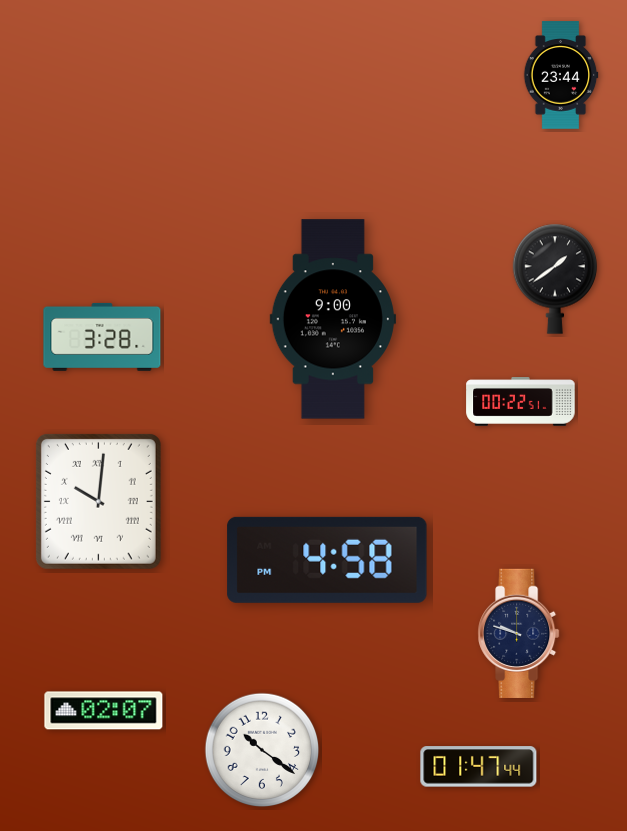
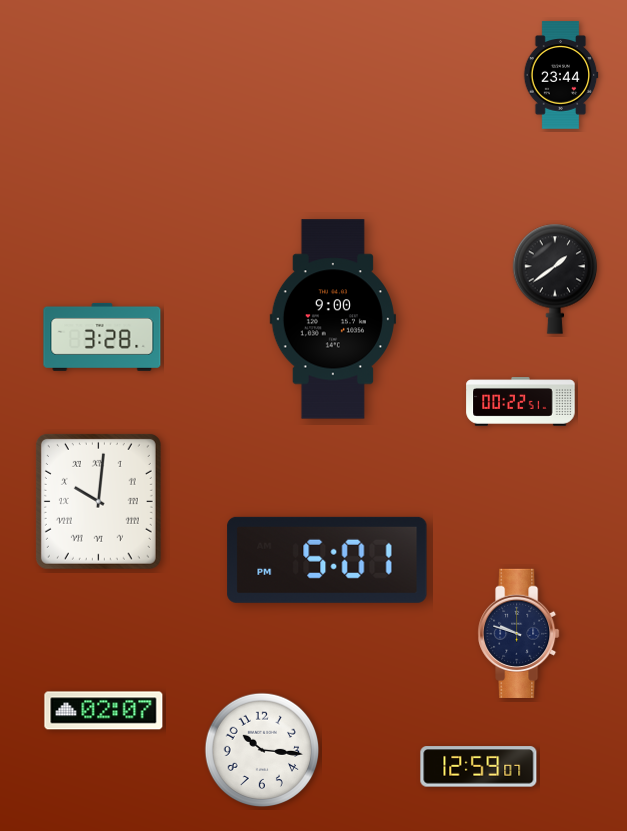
clock at (327, 560): 4:58 -> 5:01
clock at (262, 750): 10:21 -> 10:16
clock at (479, 767): 01:47 -> 12:59
